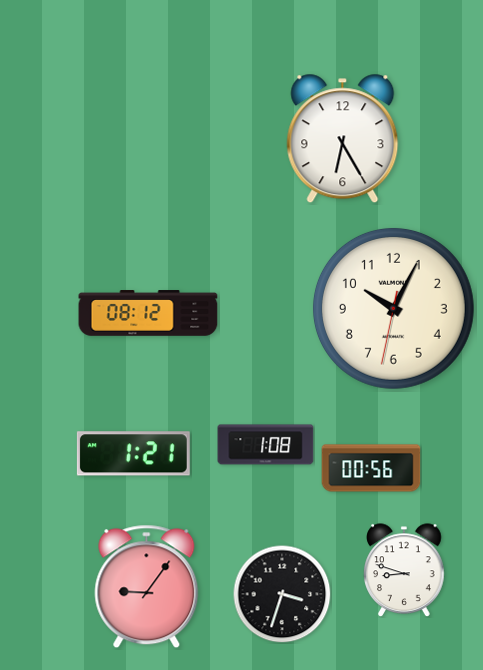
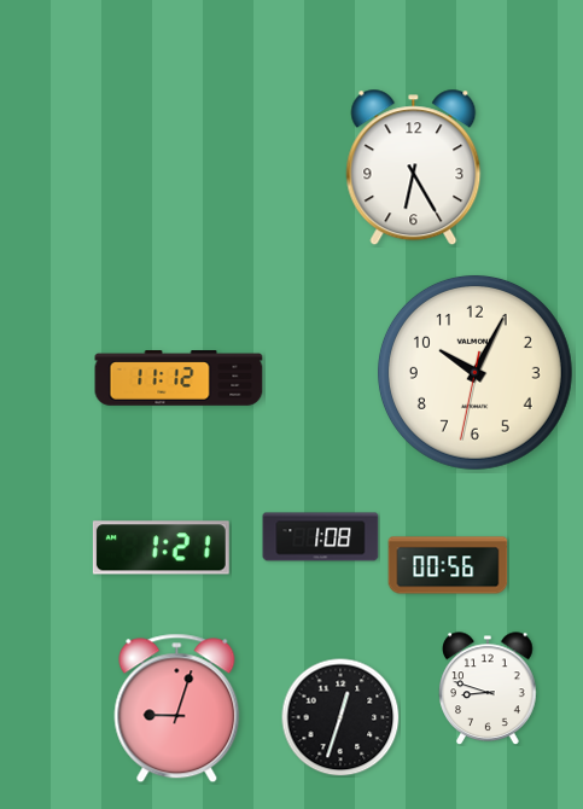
clock at (148, 313): 08:12 -> 11:12
clock at (147, 587): 9:06 -> 9:03
clock at (282, 594): 3:33 -> 12:33
